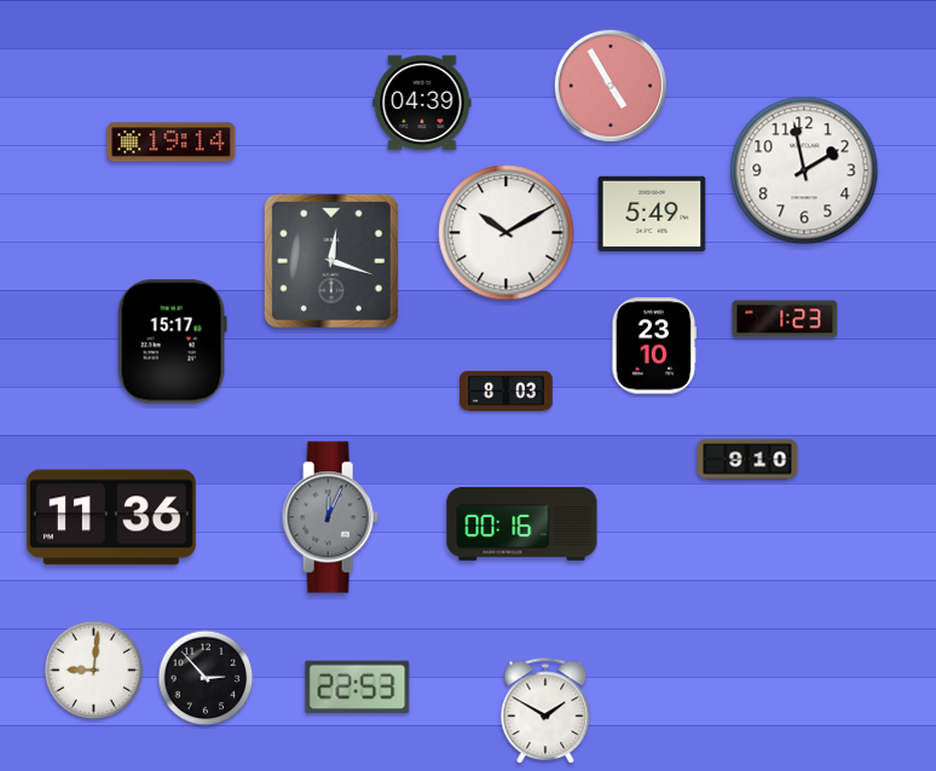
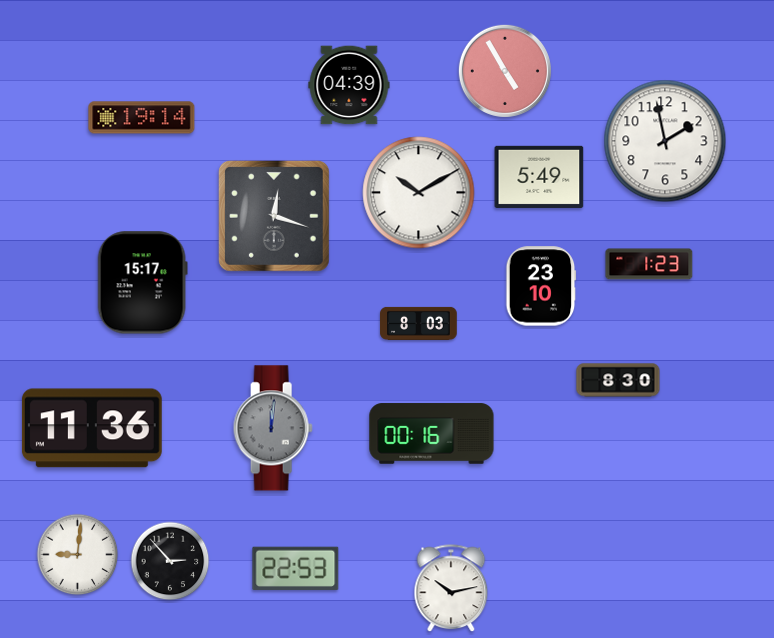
clock at (747, 459): 9:10 -> 8:30
clock at (330, 517): 12:04 -> 12:01
clock at (545, 712): 1:50 -> 10:13
